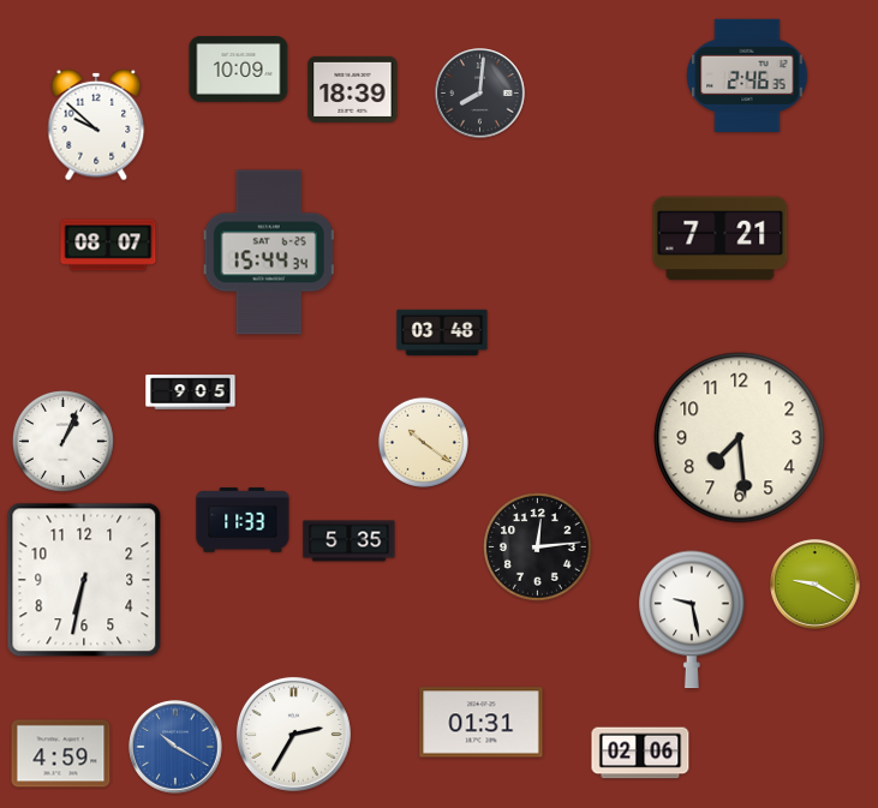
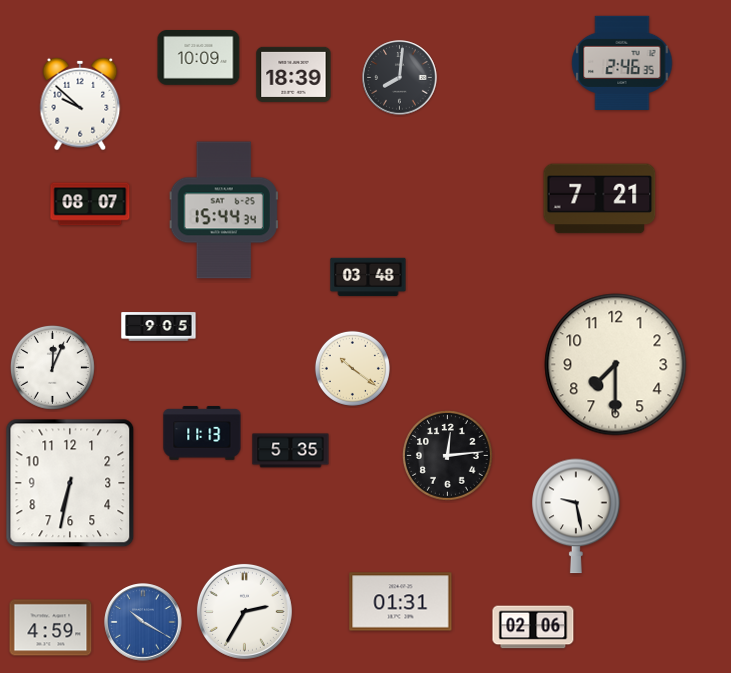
clock at (740, 438): 7:29 -> 7:30
clock at (62, 441): 1:04 -> 12:04
clock at (243, 520): 11:33 -> 11:13
clock at (816, 585): 9:20 -> none
clock at (175, 747) position: (175, 747) -> (143, 622)
